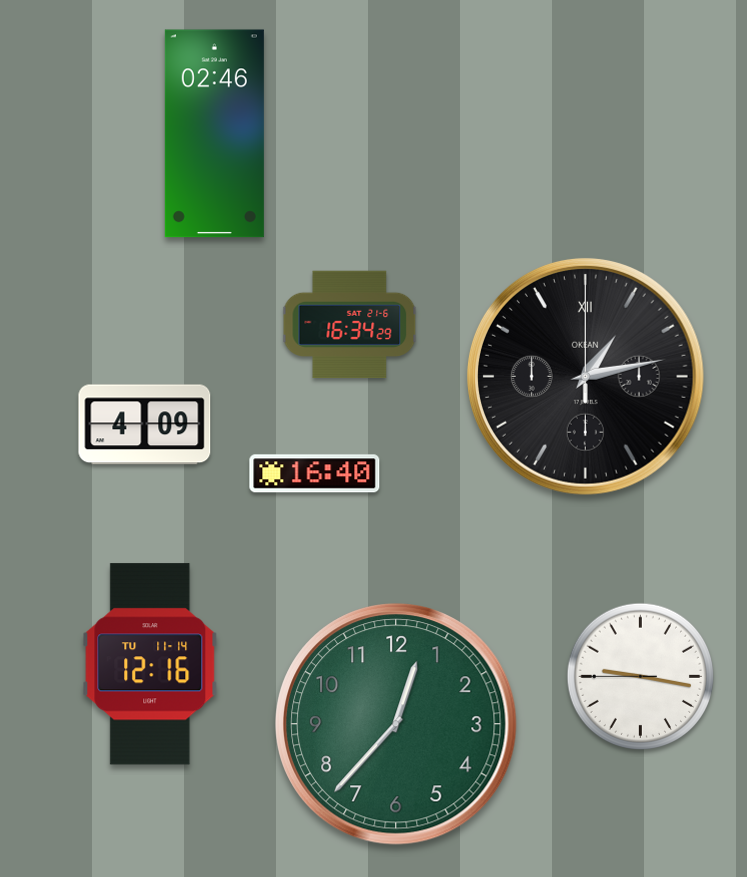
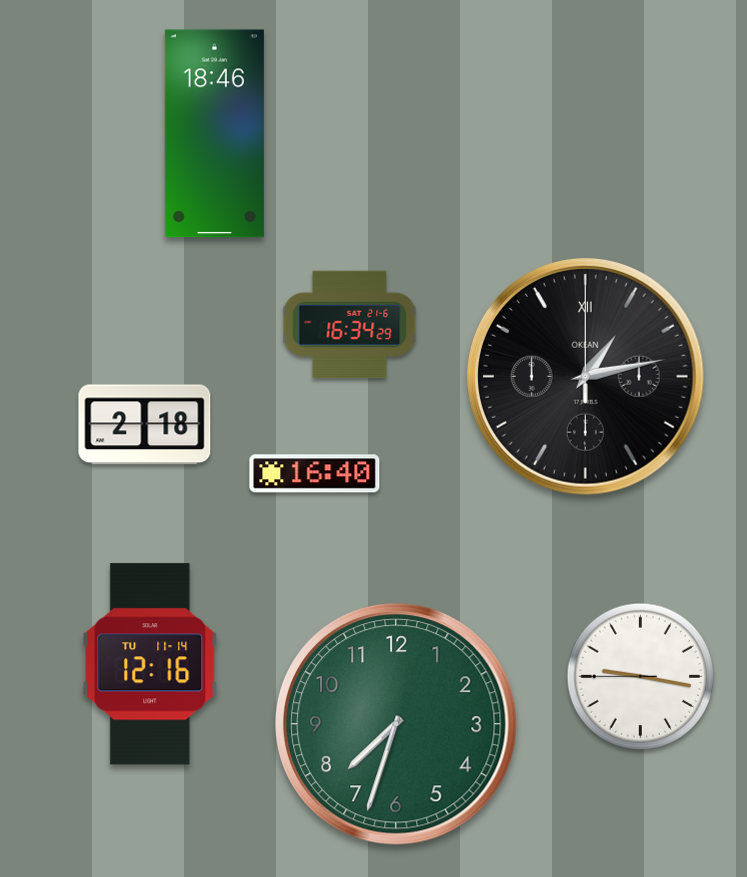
clock at (214, 134): 02:46 -> 18:46
clock at (145, 425): 4:09 -> 2:18
clock at (396, 724): 12:37 -> 7:33
